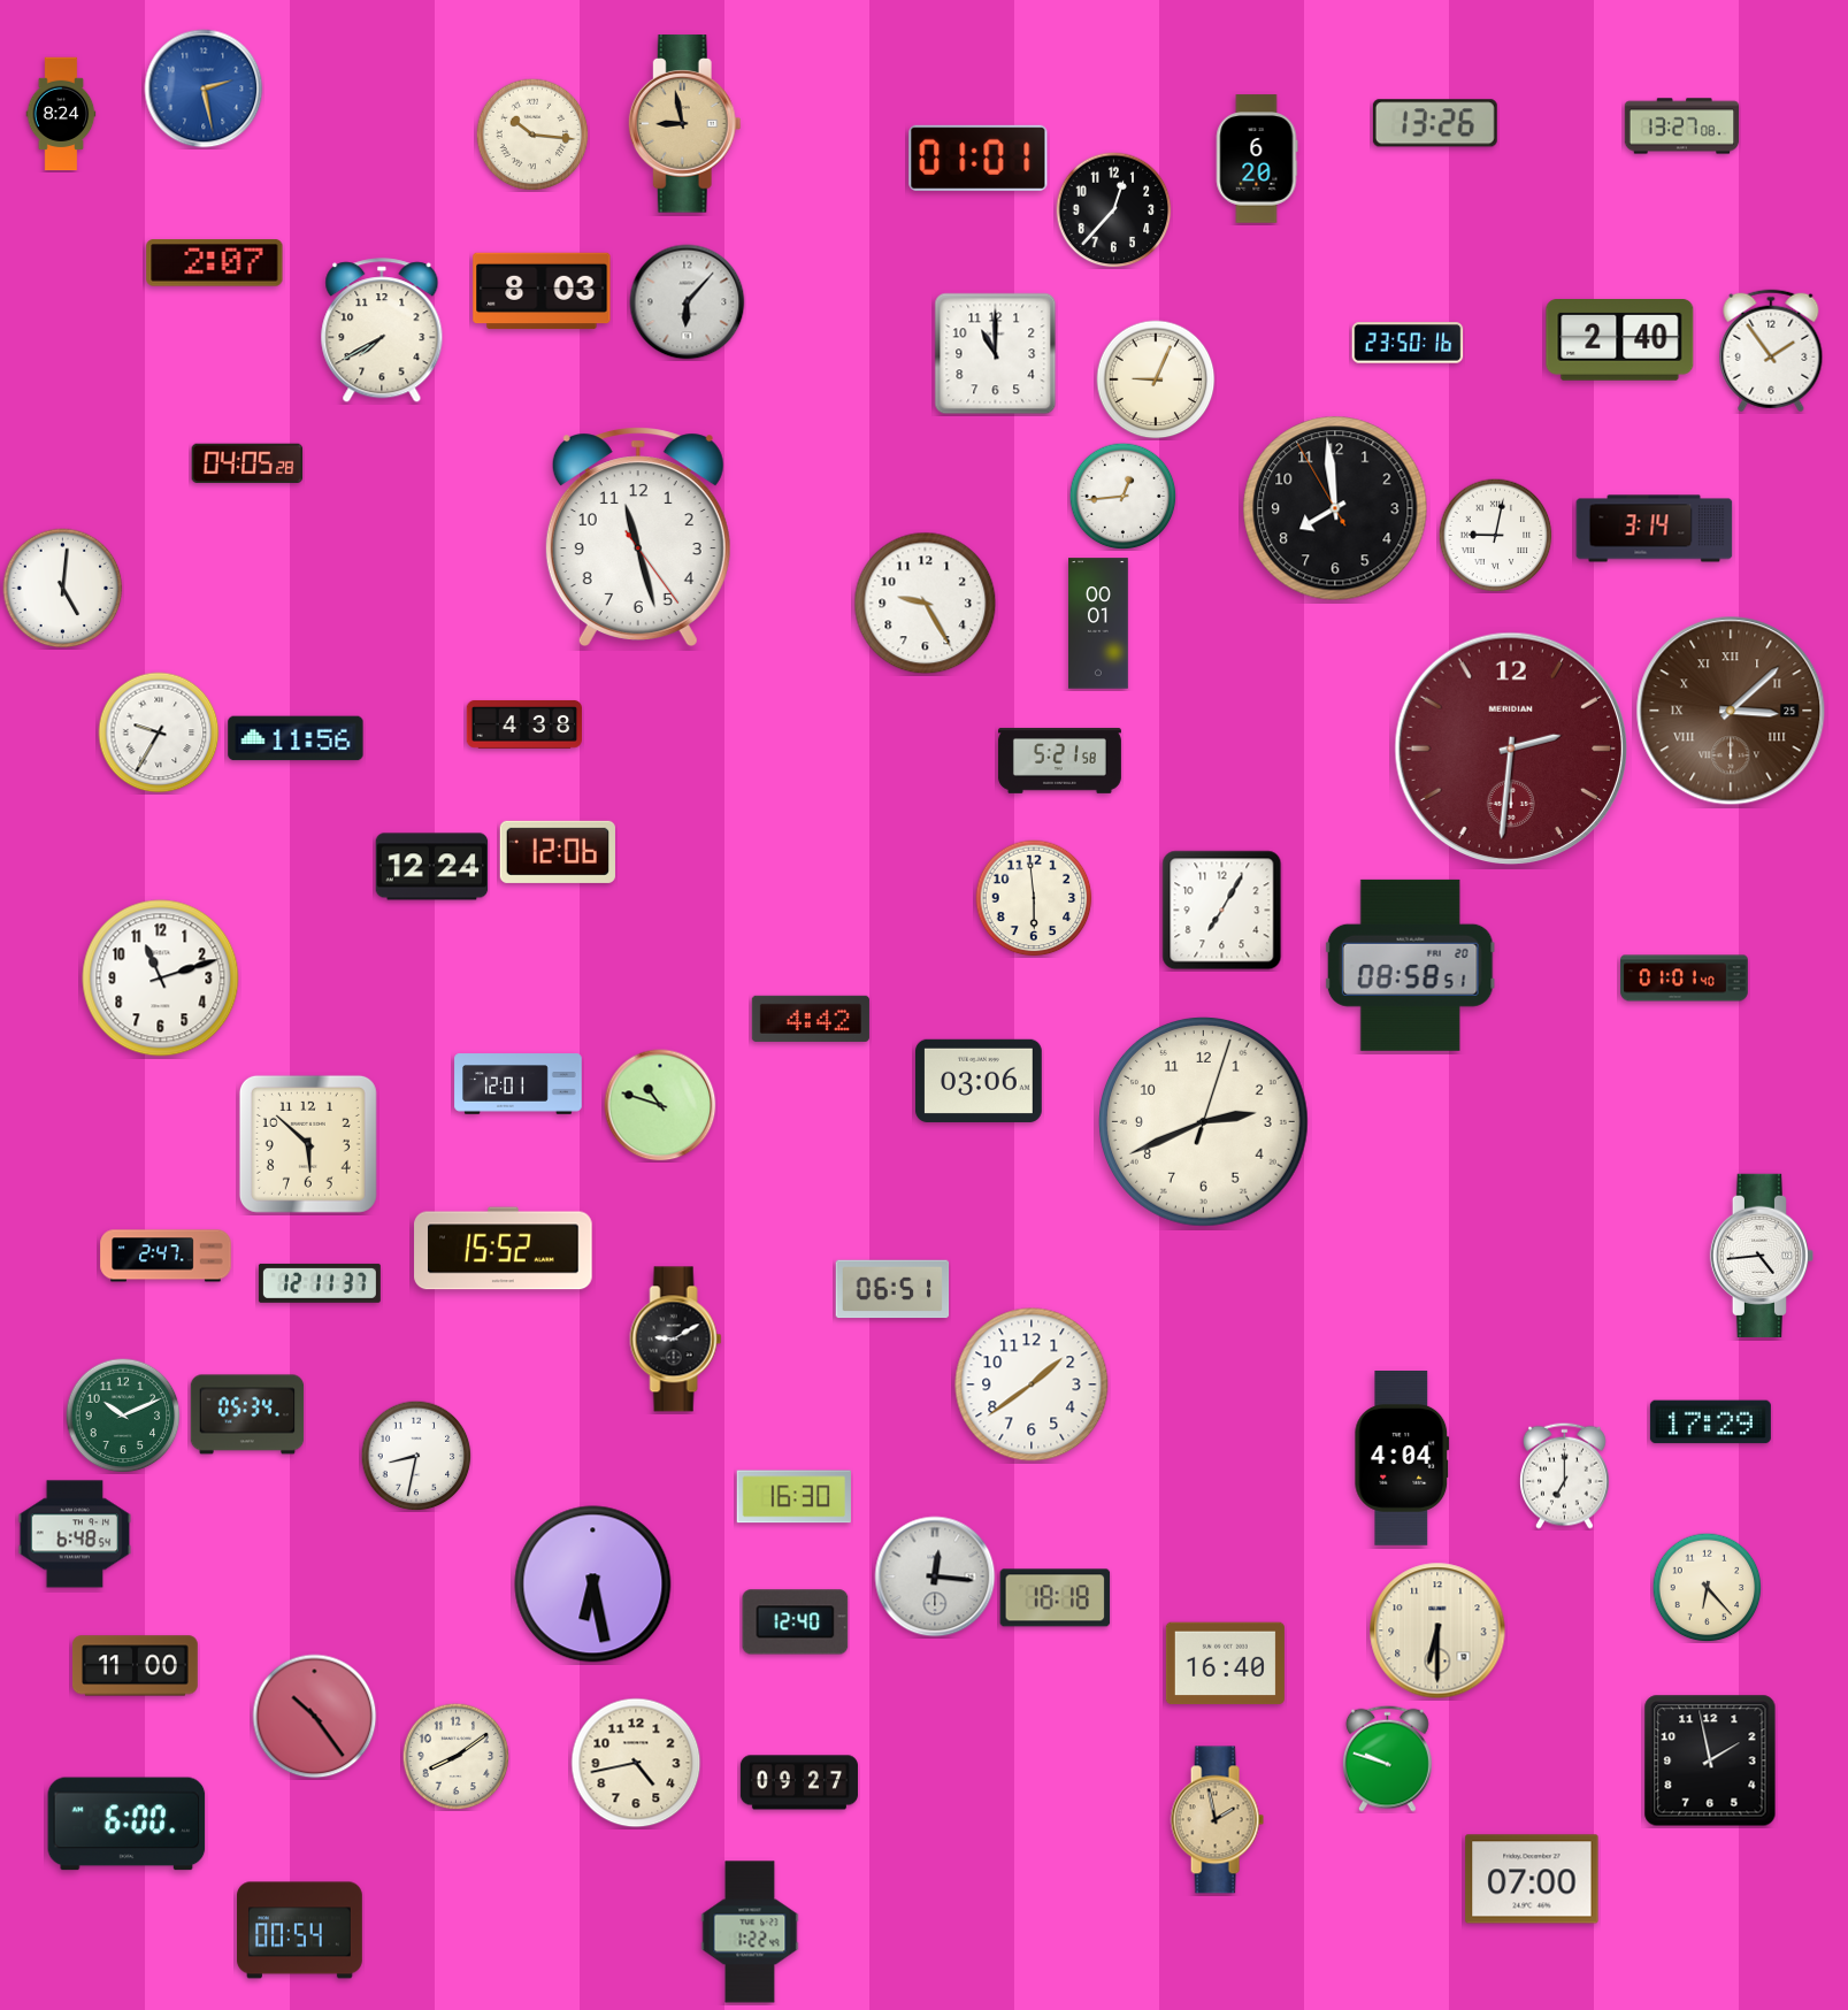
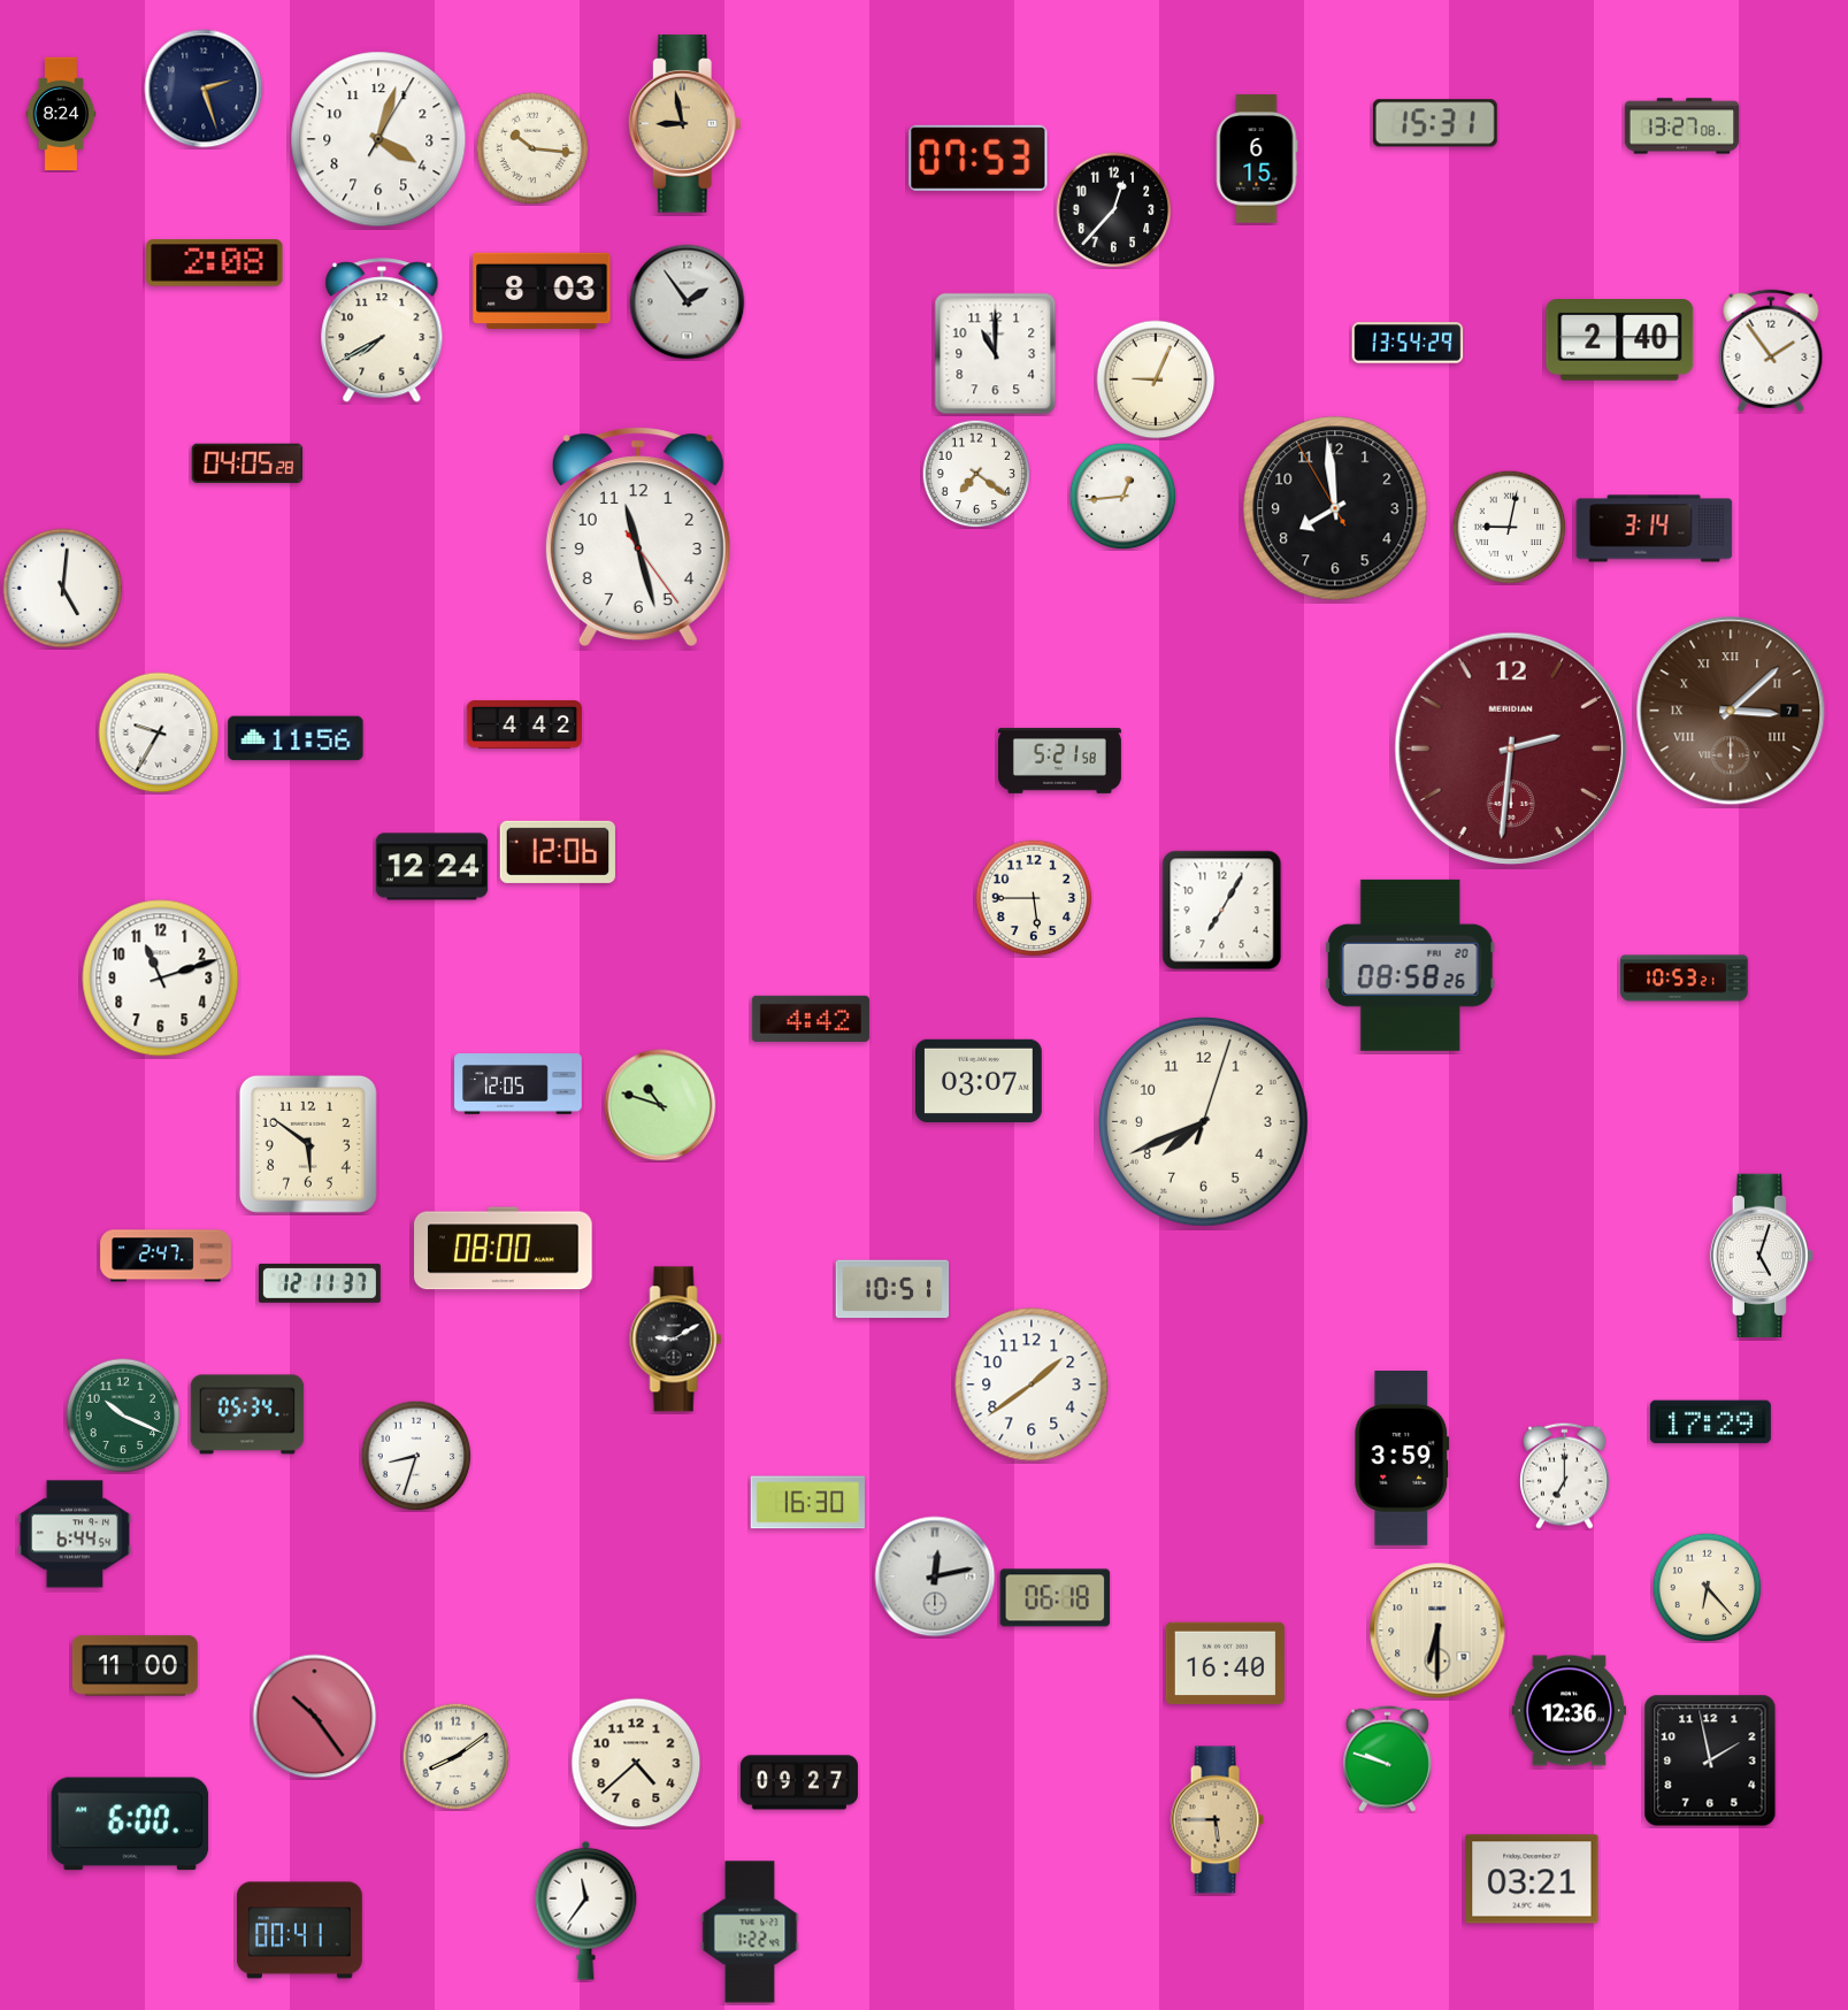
clock at (204, 89): 2:28 -> 2:27
clock at (204, 89) dial: blue -> navy
clock at (1435, 123): 13:26 -> 15:31
clock at (532, 135) position: (532, 135) -> (532, 148)
clock at (378, 139): none -> 4:03
clock at (979, 158): 01:01 -> 07:53
clock at (1257, 159): 6:20 -> 6:15
clock at (215, 263): 2:07 -> 2:08
clock at (688, 302): 6:07 -> 1:54
clock at (1408, 343): 23:50 -> 13:54
clock at (976, 474): none -> 7:21
clock at (1496, 536) position: (1496, 536) -> (1510, 528)
clock at (926, 604): 9:25 -> none
clock at (1098, 623): 00:01 -> none
clock at (1731, 711) date: 25 -> 7
clock at (524, 724): 4:38 -> 4:42
clock at (1034, 898): 5:59 -> 5:45
clock at (1410, 965): 08:58:51 -> 08:58:26
clock at (1685, 979): 01:01 -> 10:53
clock at (980, 1080): 03:06 -> 03:07
clock at (519, 1084): 12:01 -> 12:05
clock at (1204, 1122): 2:41 -> 7:41
clock at (308, 1144): 5:52 -> 5:51
clock at (504, 1249): 15:52 -> 08:00
clock at (1761, 1256): 4:44 -> 5:03
clock at (892, 1289): 06:51 -> 10:51
clock at (123, 1416): 10:11 -> 10:19
clock at (416, 1456): 8:32 -> 8:33
clock at (1402, 1459): 4:04 -> 3:59
clock at (793, 1497) position: (793, 1497) -> (807, 1503)
clock at (75, 1534): 6:48 -> 6:44
clock at (935, 1576): 12:16 -> 12:13
clock at (593, 1585): 6:28 -> none
clock at (1056, 1598): 18:18 -> 06:18
clock at (796, 1622): 12:40 -> none
clock at (1570, 1711): none -> 12:36
clock at (636, 1763): 4:43 -> 4:38
clock at (1217, 1820): 1:58 -> 5:45
clock at (126, 1824) position: (126, 1824) -> (130, 1824)
clock at (1532, 1879): 07:00 -> 03:21
clock at (586, 1910): none -> 11:36
clock at (300, 1931): 00:54 -> 00:41
